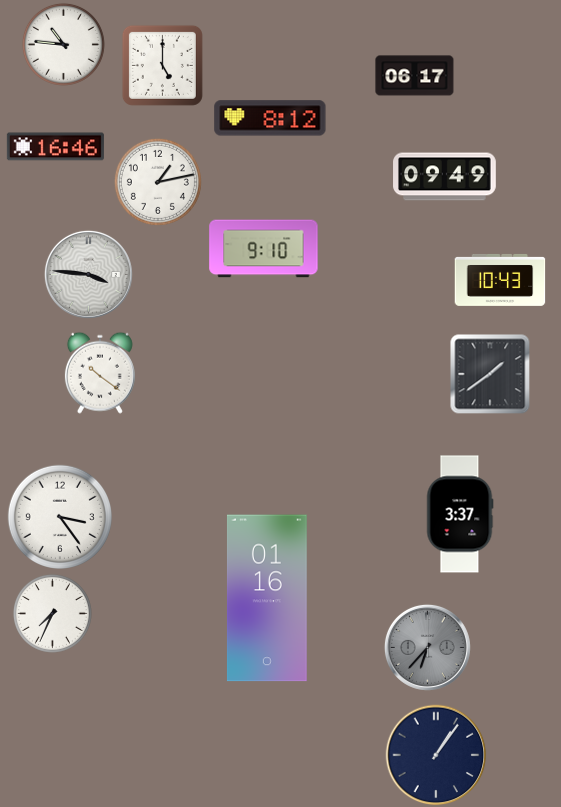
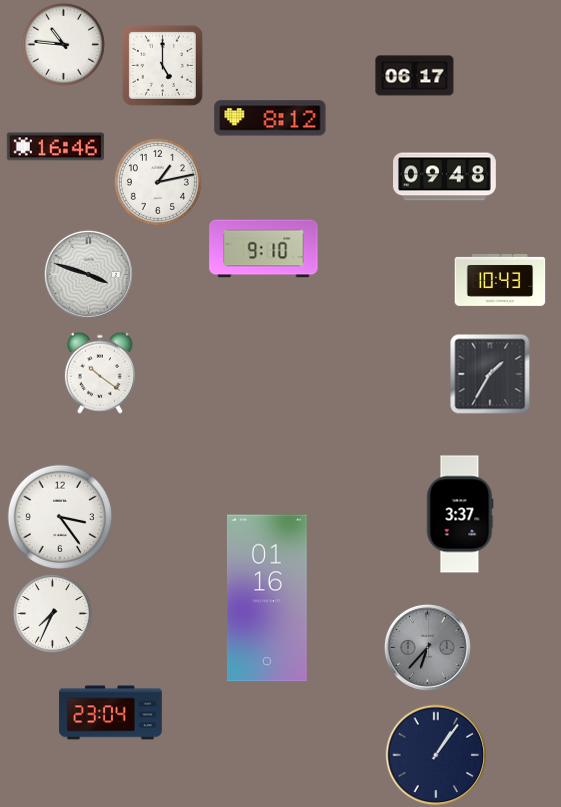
clock at (445, 177): 09:49 -> 09:48
clock at (88, 274): 3:46 -> 3:48
clock at (490, 374): 1:39 -> 1:35
clock at (111, 713): none -> 23:04
